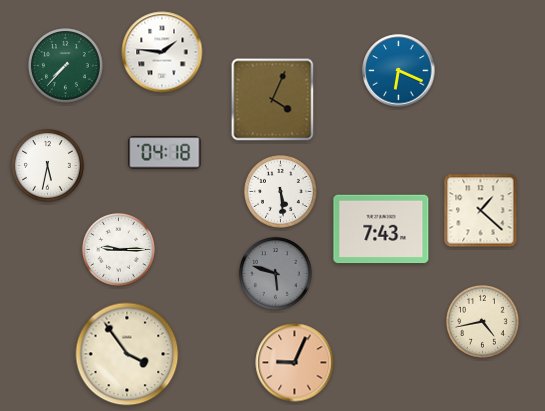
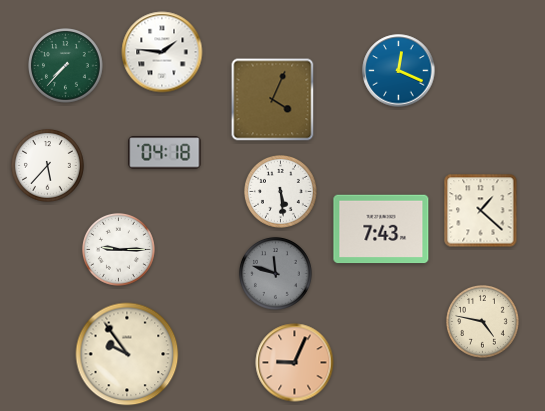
clock at (399, 71): 6:19 -> 12:19
clock at (48, 166): 5:32 -> 5:37
clock at (276, 274): 5:48 -> 11:48
clock at (483, 322): 4:43 -> 4:47
clock at (127, 354): 3:54 -> 9:54
